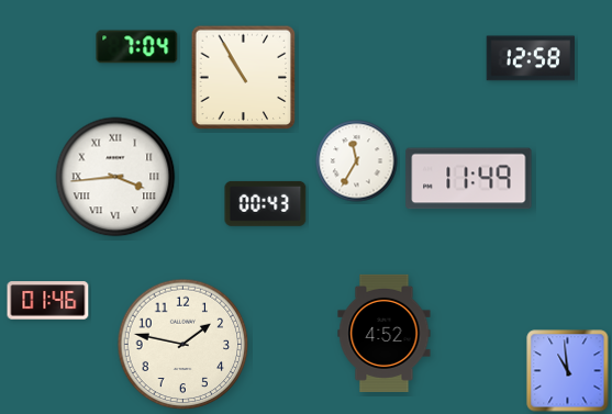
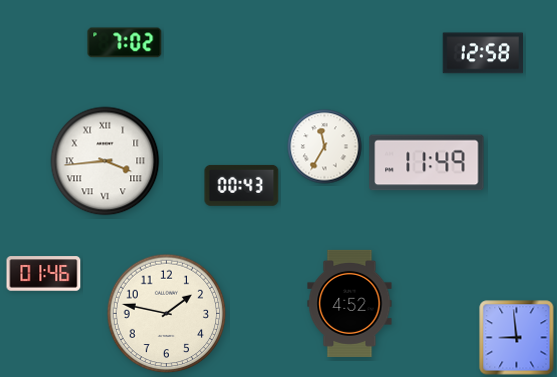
clock at (137, 47): 7:04 -> 7:02
clock at (244, 78): 10:55 -> none
clock at (568, 371): 10:59 -> 8:59
